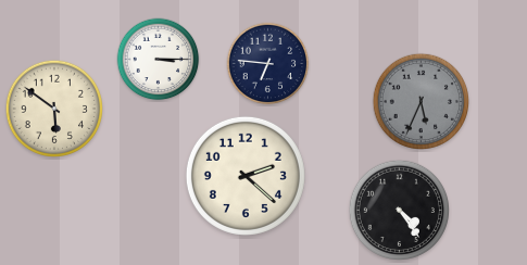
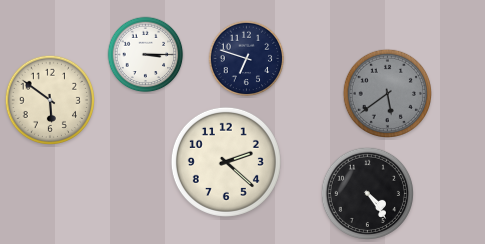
clock at (268, 64): 6:46 -> 6:48
clock at (421, 101): 5:34 -> 5:39
